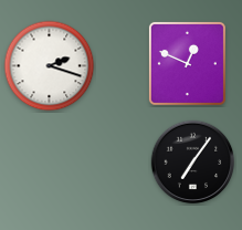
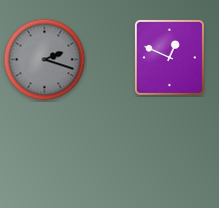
clock at (50, 66) dial: white -> grey
clock at (193, 163): 7:06 -> none
